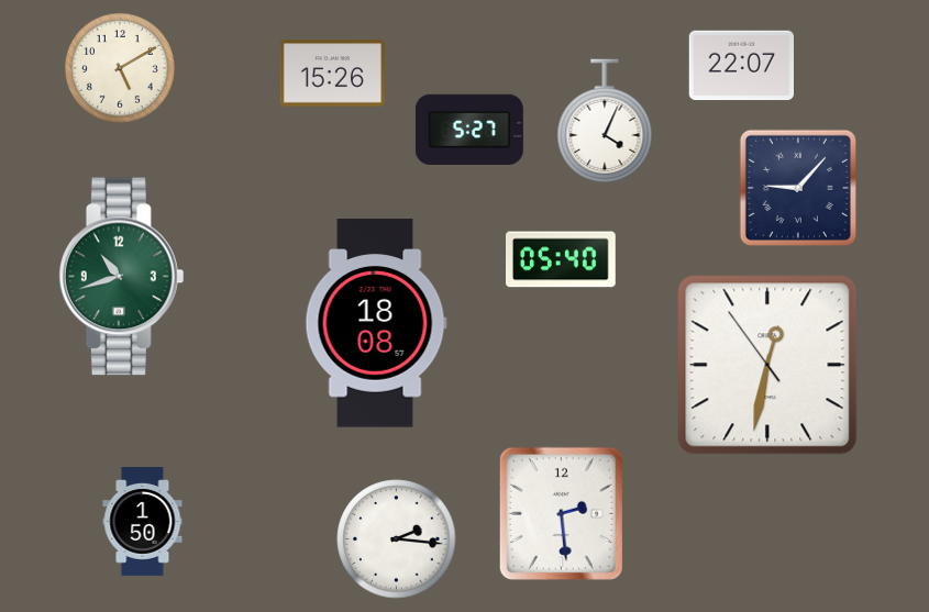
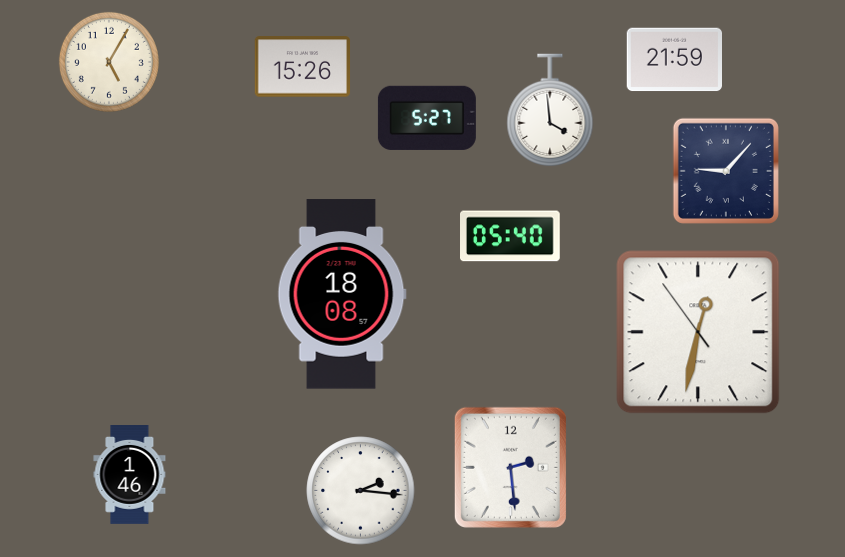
clock at (741, 66): 22:07 -> 21:59
clock at (120, 68): 5:10 -> 5:05
clock at (605, 122): 4:04 -> 3:59
clock at (121, 277): 10:42 -> none
clock at (143, 522): 1:50 -> 1:46
